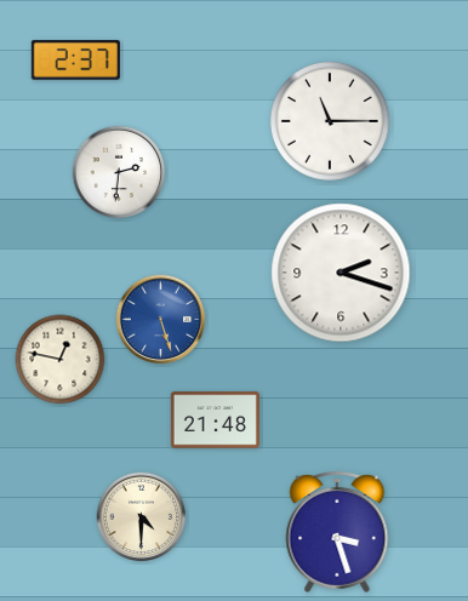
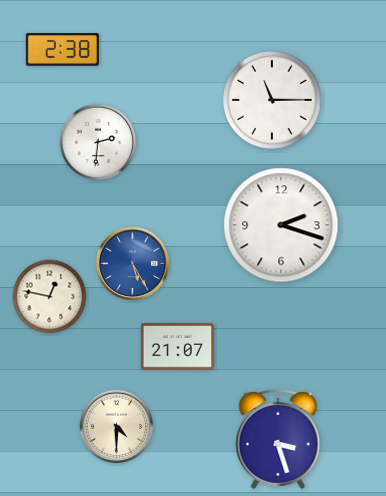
clock at (75, 61): 2:37 -> 2:38
clock at (161, 320): 5:27 -> 5:25
clock at (215, 420): 21:48 -> 21:07
